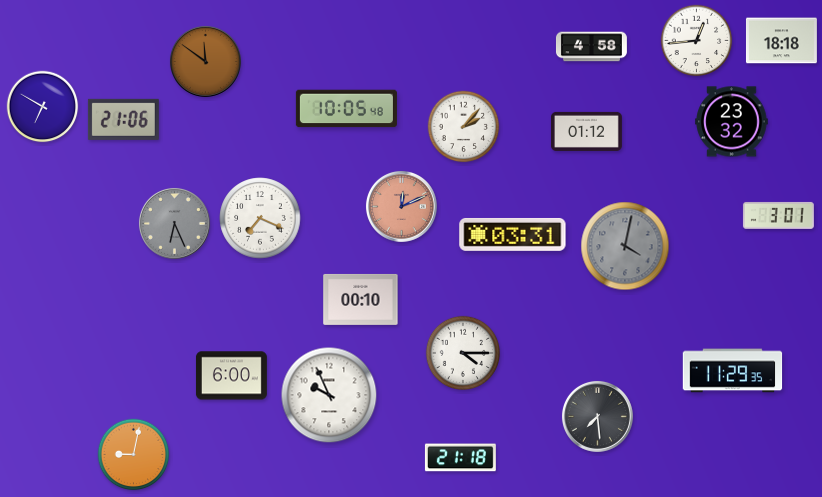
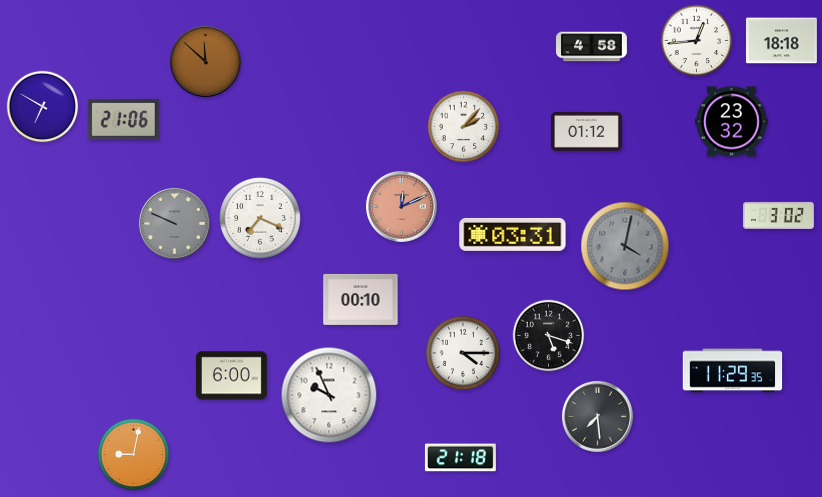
clock at (205, 61): 11:51 -> 11:52
clock at (346, 109): 10:05 -> none
clock at (778, 215): 3:01 -> 3:02
clock at (174, 223): 6:26 -> 9:49
clock at (549, 336): none -> 5:18
